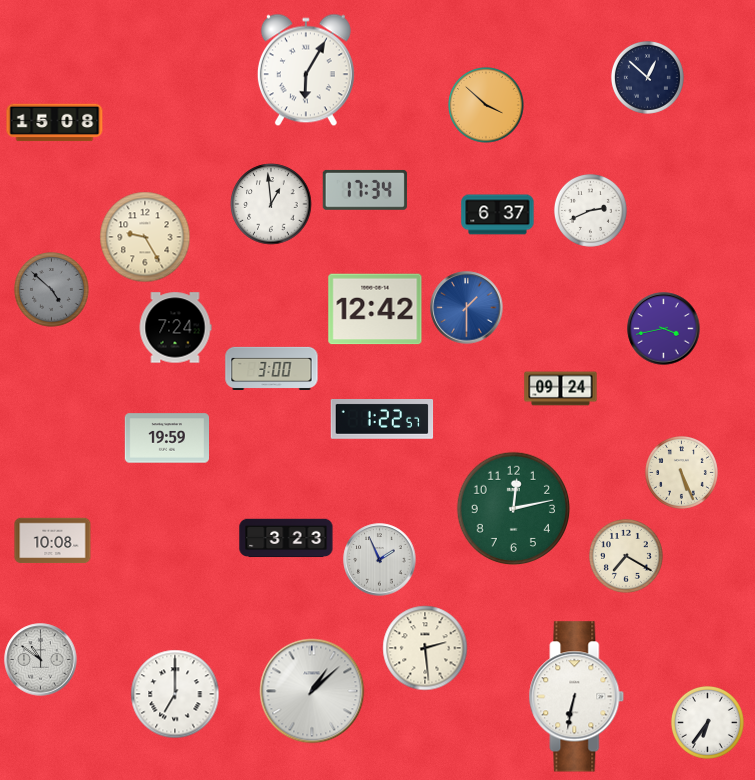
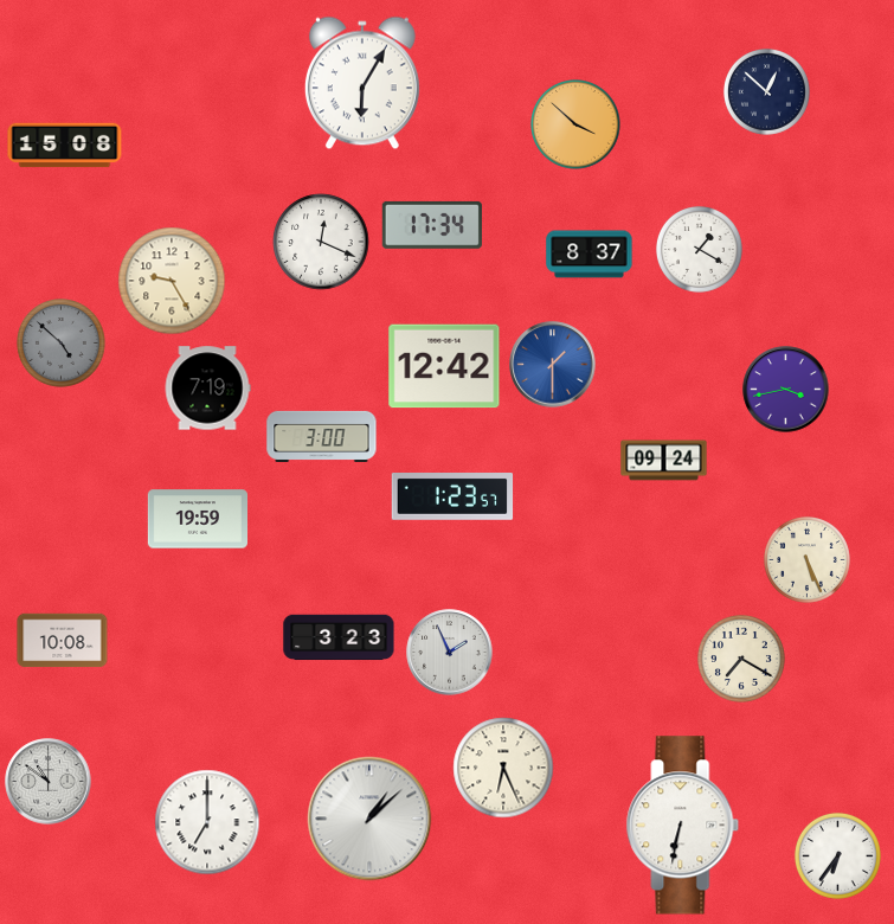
clock at (271, 204): 12:59 -> 12:19
clock at (590, 210): 2:41 -> 1:20
clock at (498, 215): 6:37 -> 8:37
clock at (175, 328): 7:24 -> 7:19
clock at (382, 420): 1:22 -> 1:23
clock at (513, 508): 12:13 -> none
clock at (380, 560) position: (380, 560) -> (450, 653)
clock at (425, 648): 2:29 -> 6:26
